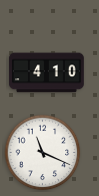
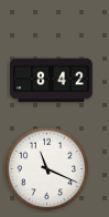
clock at (47, 73): 4:10 -> 8:42
